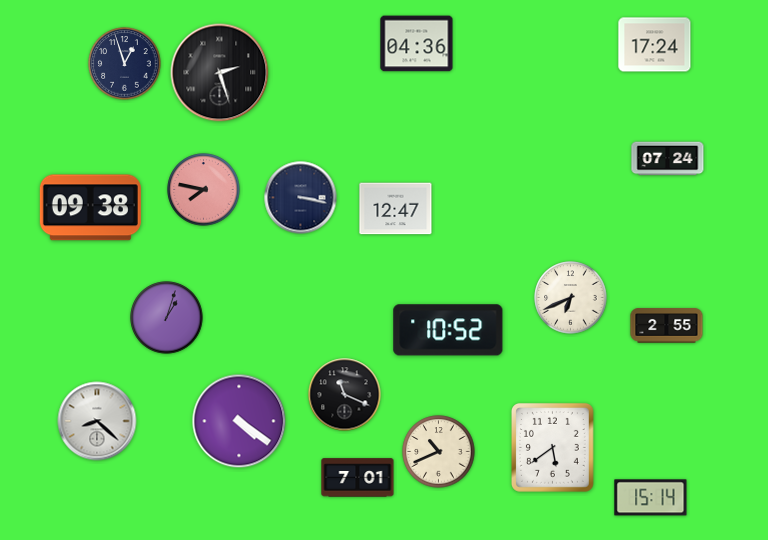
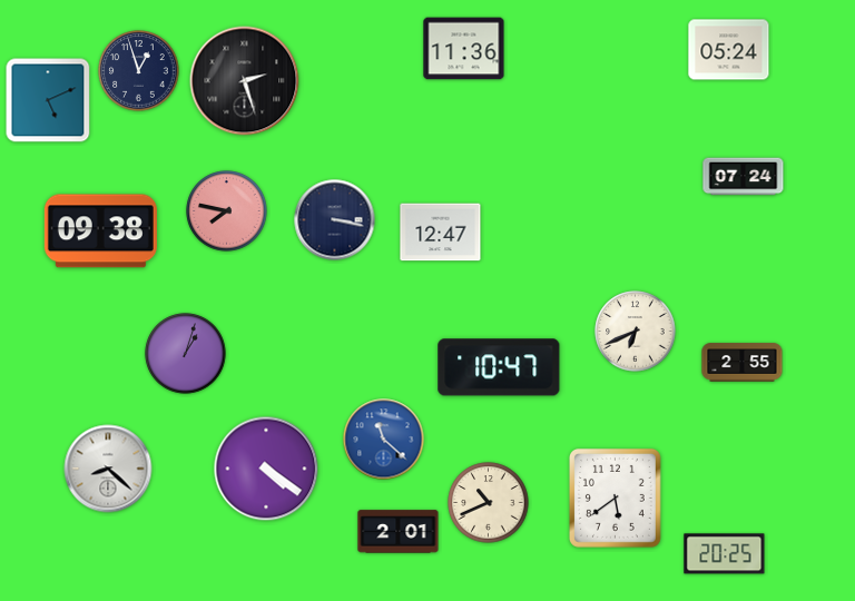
clock at (417, 44): 04:36 -> 11:36
clock at (655, 45): 17:24 -> 05:24
clock at (48, 100): none -> 5:11
clock at (448, 330): 10:52 -> 10:47
clock at (345, 395): 11:19 -> 11:22
clock at (345, 395) dial: black -> blue
clock at (358, 478): 7:01 -> 2:01
clock at (651, 498): 15:14 -> 20:25
